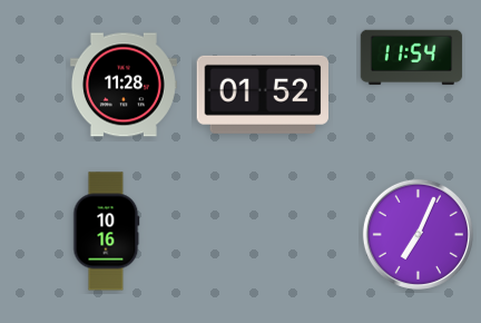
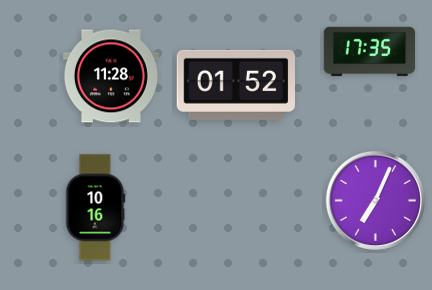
clock at (412, 58): 11:54 -> 17:35
clock at (418, 234) position: (418, 234) -> (375, 200)
